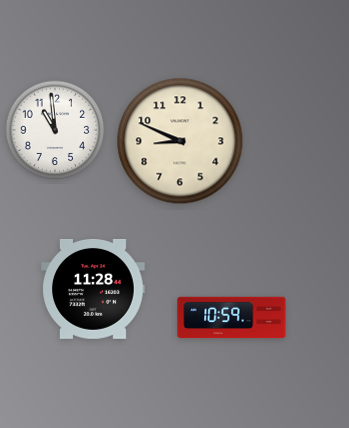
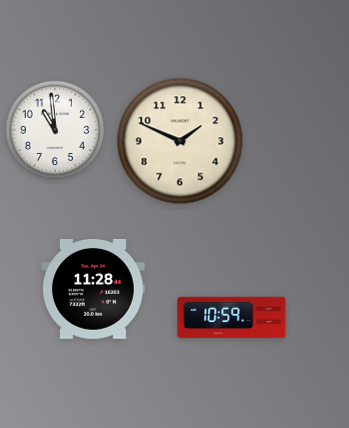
clock at (180, 141): 8:49 -> 1:49
